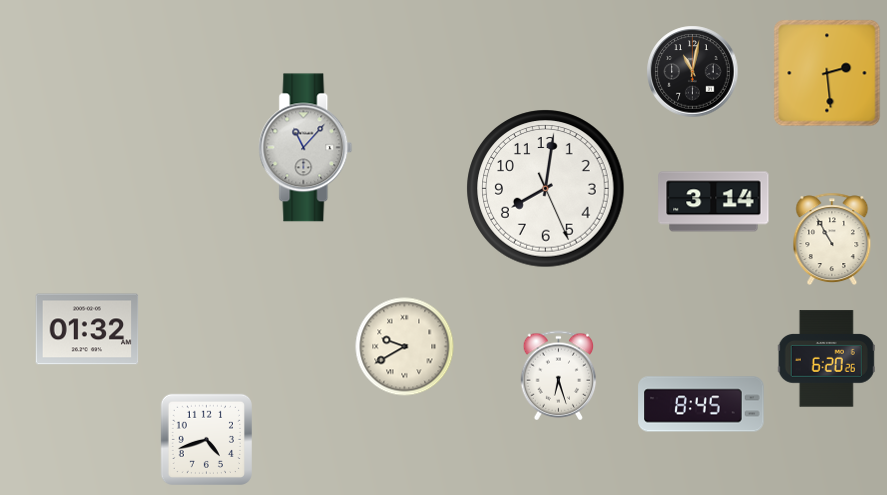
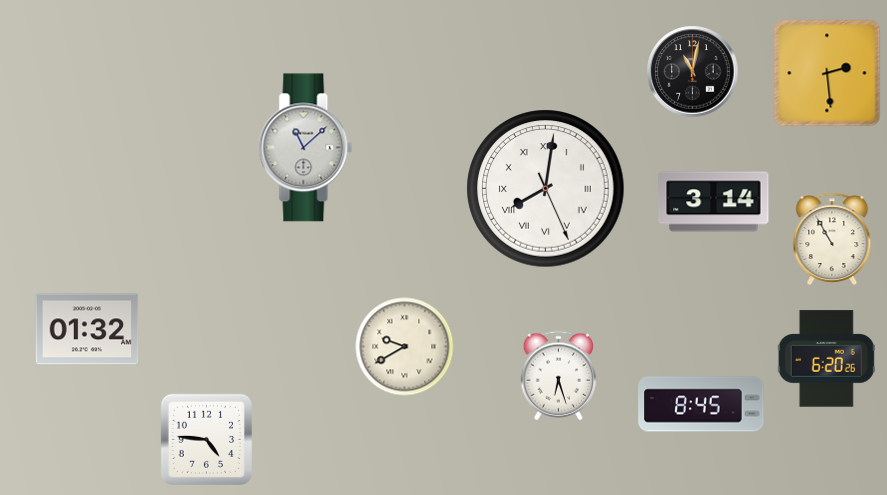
clock at (306, 148): 11:07 -> 11:08
clock at (546, 189) numerals: Arabic -> Roman
clock at (206, 439): 4:42 -> 4:46
